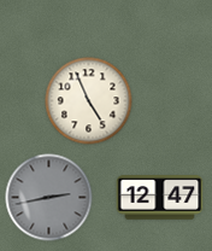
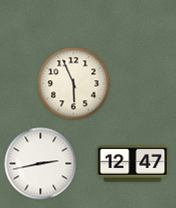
clock at (89, 101): 4:56 -> 5:56
clock at (49, 198) dial: grey -> white
